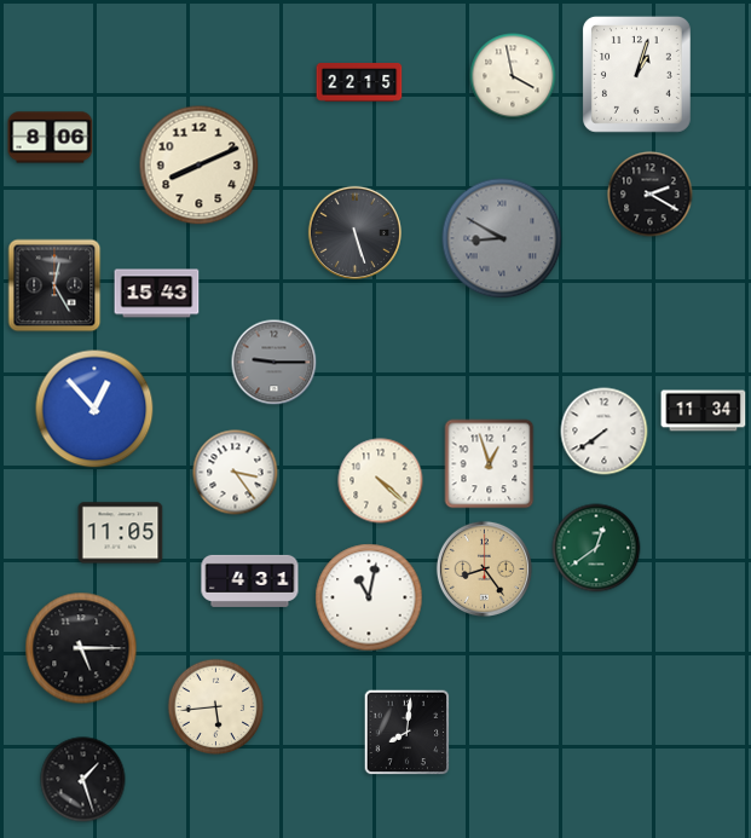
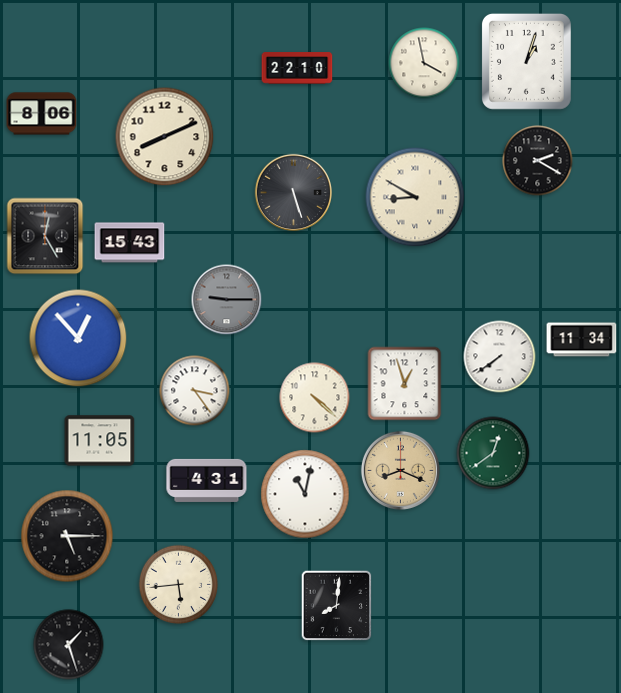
clock at (359, 82): 22:15 -> 22:10
clock at (502, 238) dial: grey -> cream
clock at (484, 568): 8:24 -> 8:19
